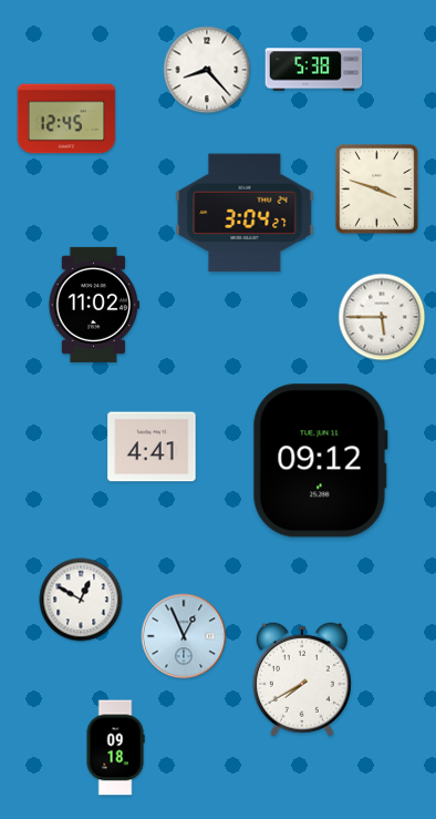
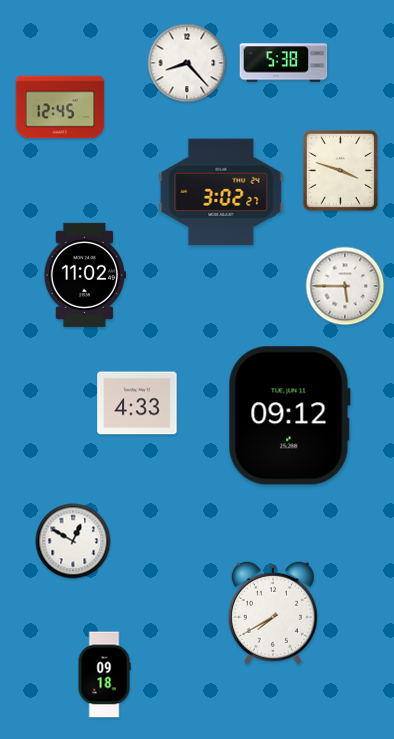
clock at (245, 213): 3:04 -> 3:02
clock at (152, 447): 4:41 -> 4:33
clock at (184, 636): 12:56 -> none
